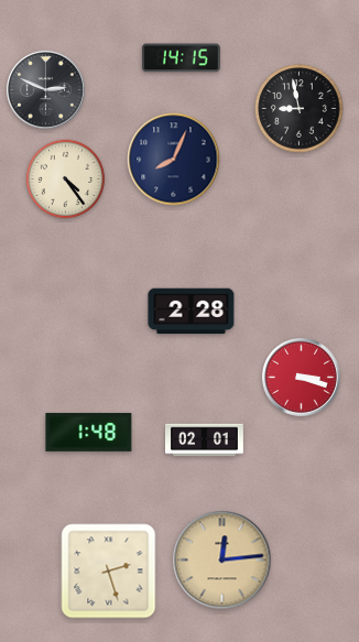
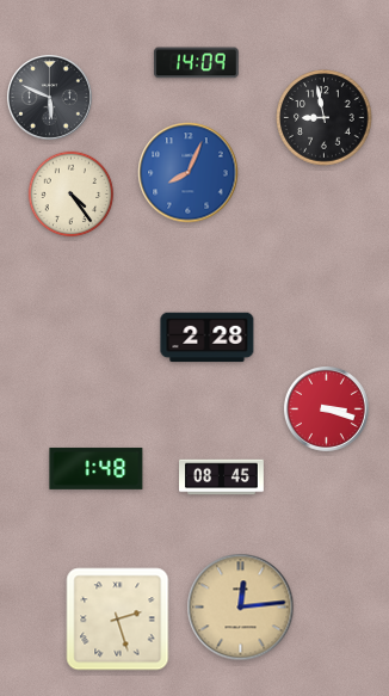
clock at (181, 58): 14:15 -> 14:09
clock at (45, 89): 2:49 -> 5:49
clock at (174, 160) dial: navy -> blue
clock at (205, 440): 02:01 -> 08:45
